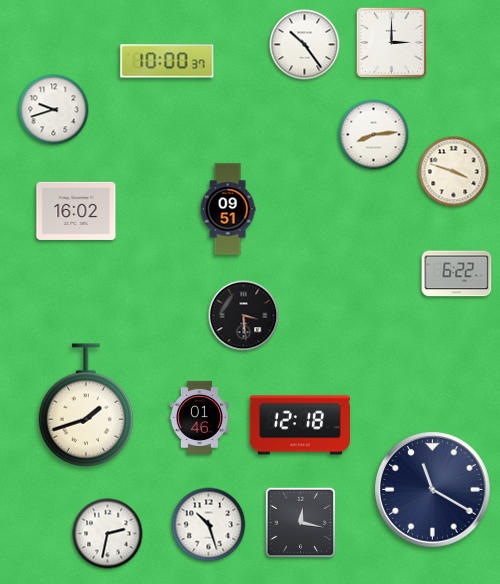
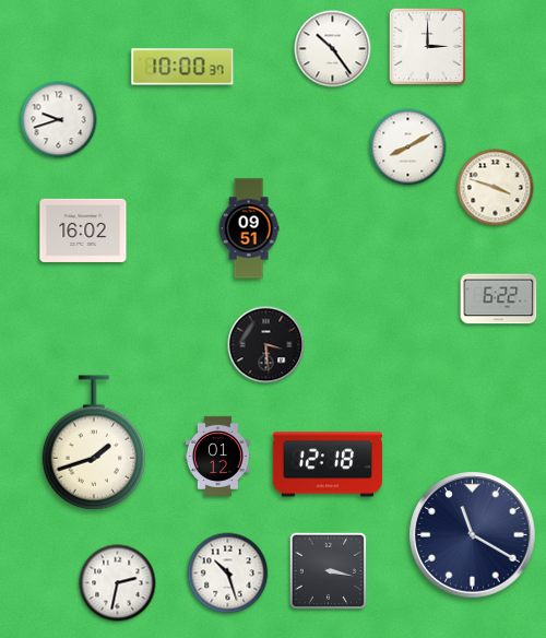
clock at (374, 135): 8:14 -> 8:10
clock at (199, 417): 01:46 -> 01:12
clock at (301, 523): 12:17 -> 3:17
